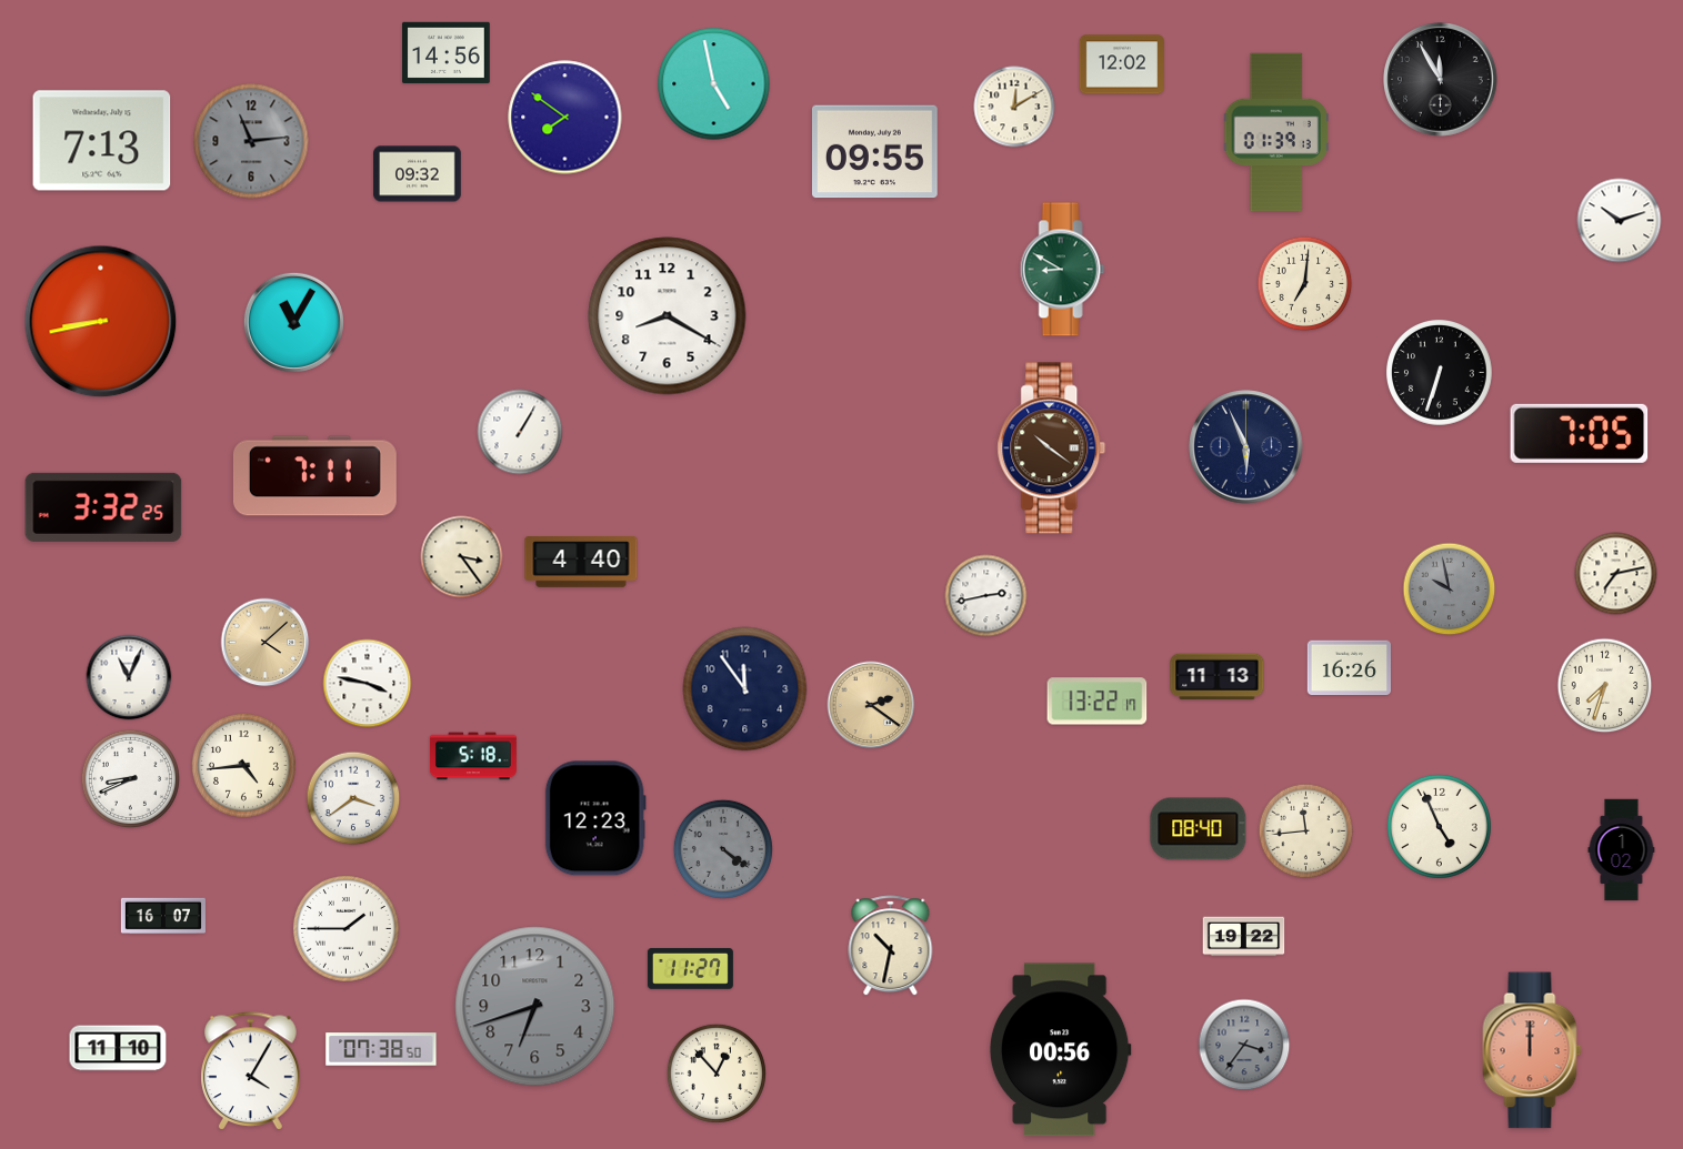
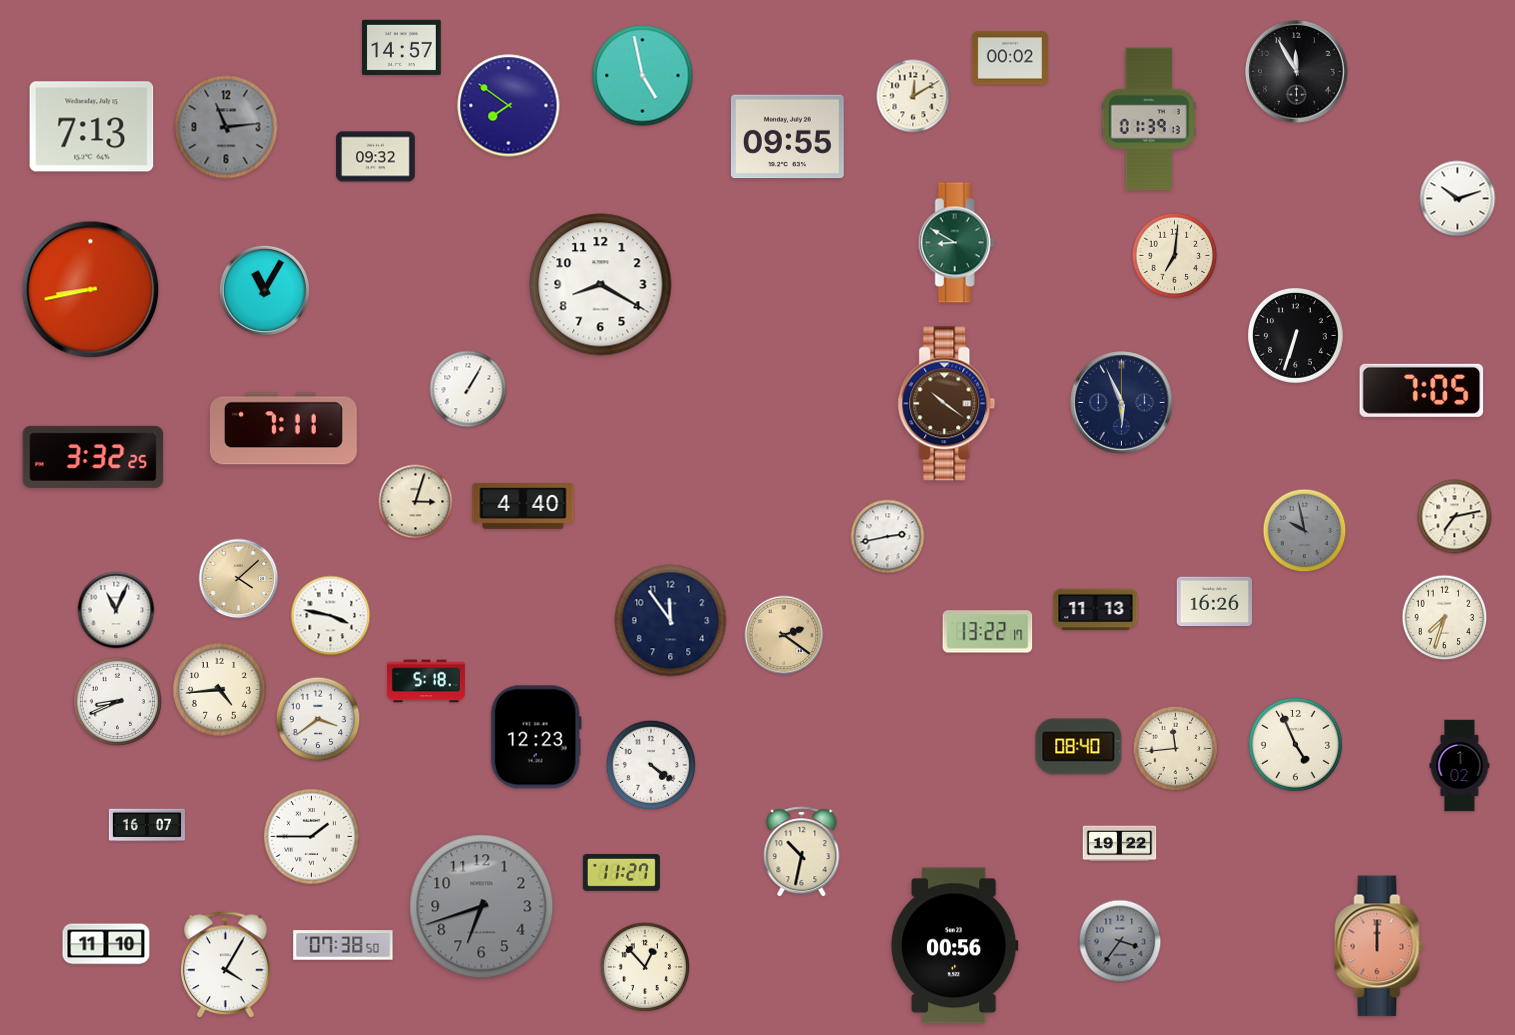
clock at (447, 52): 14:56 -> 14:57
clock at (1122, 64): 12:02 -> 00:02
clock at (462, 557): 3:24 -> 3:03
clock at (723, 849) dial: grey -> white
